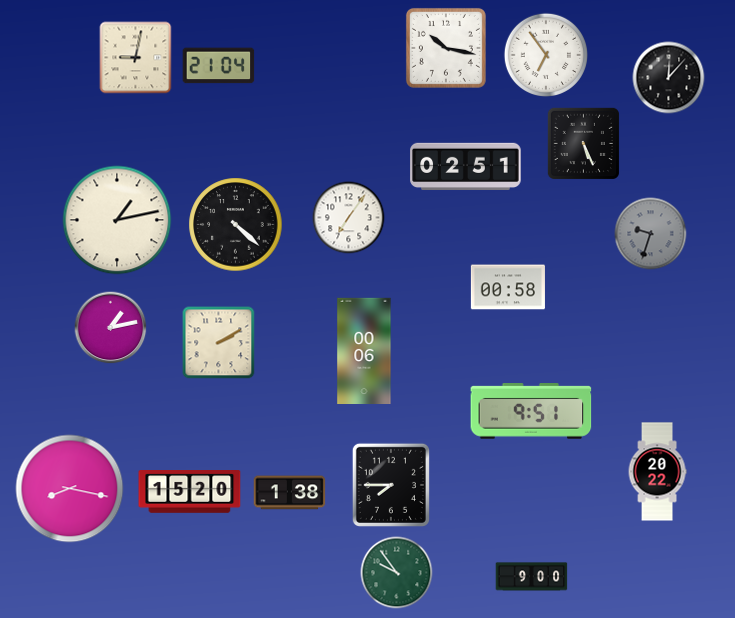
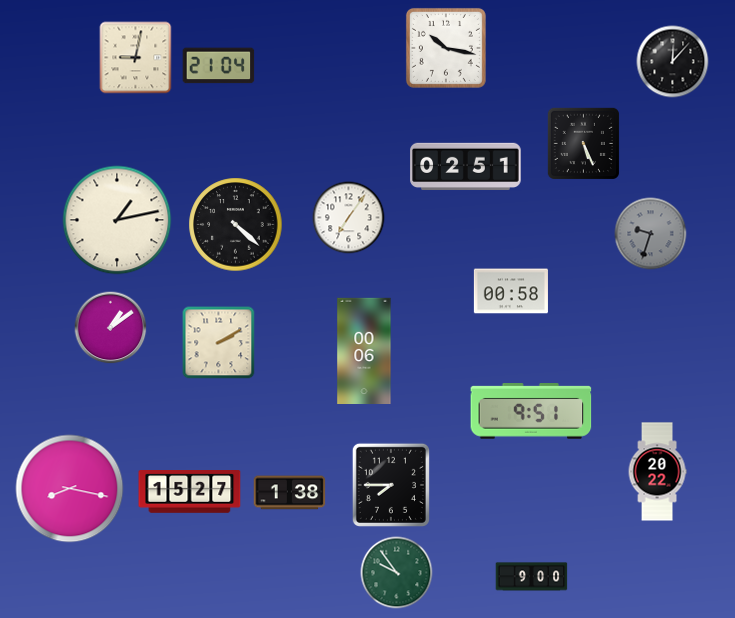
clock at (545, 54): 6:54 -> none
clock at (669, 78) position: (669, 78) -> (673, 62)
clock at (508, 287) position: (508, 287) -> (511, 291)
clock at (111, 328): 1:13 -> 1:09
clock at (190, 492): 15:20 -> 15:27
